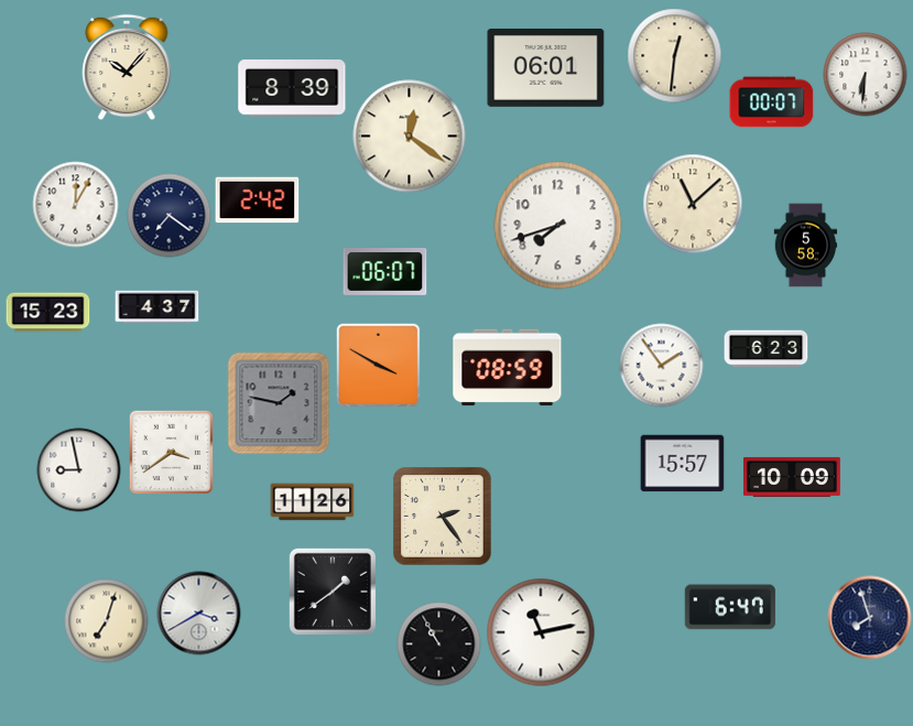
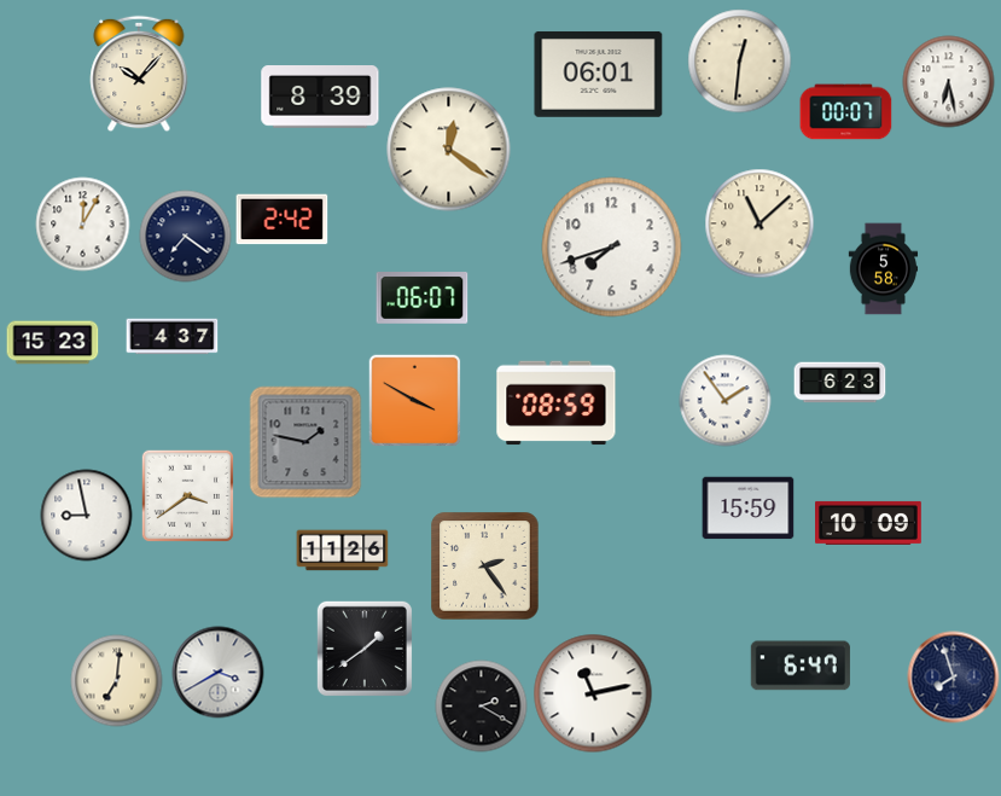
clock at (866, 75): 6:31 -> 6:28
clock at (683, 464): 15:57 -> 15:59
clock at (107, 621): 7:03 -> 7:01
clock at (439, 644): 10:55 -> 2:20
